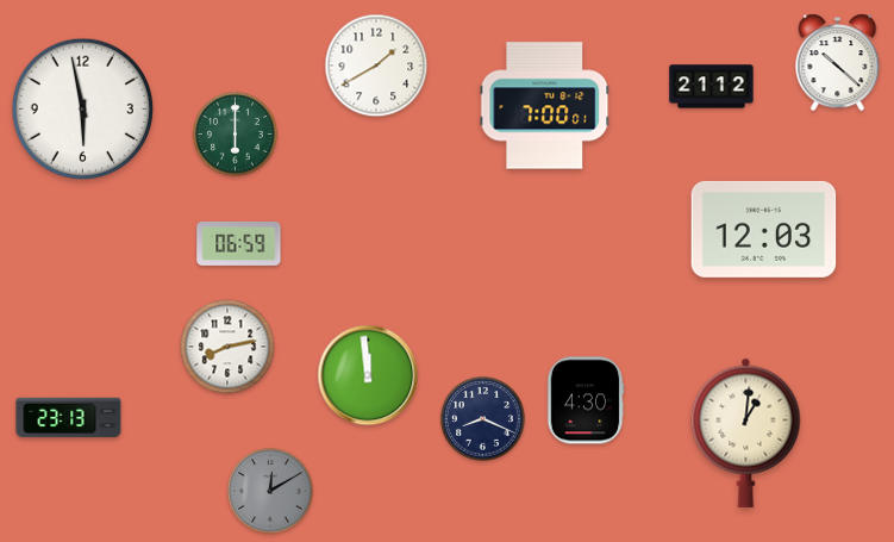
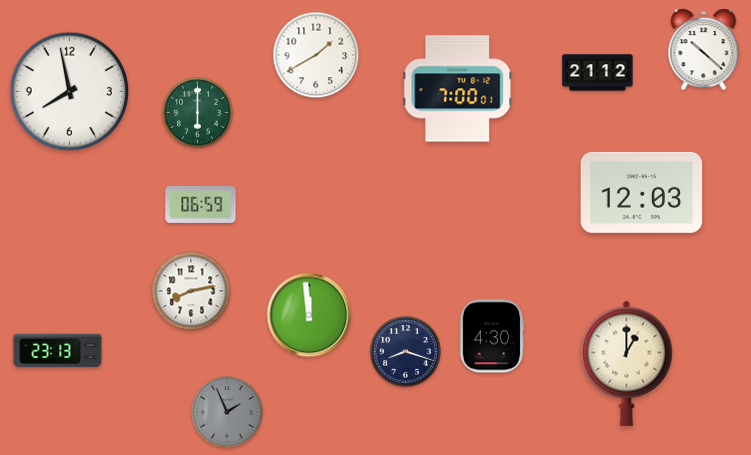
clock at (838, 63) position: (838, 63) -> (704, 50)
clock at (82, 108): 5:58 -> 7:58
clock at (483, 419): 8:19 -> 8:18
clock at (746, 432): 1:01 -> 1:00
clock at (270, 491): 12:10 -> 1:56
